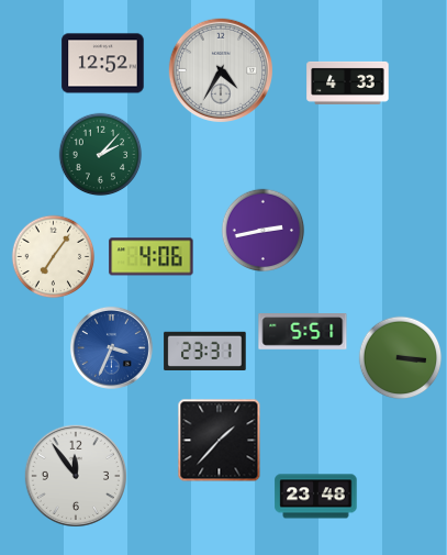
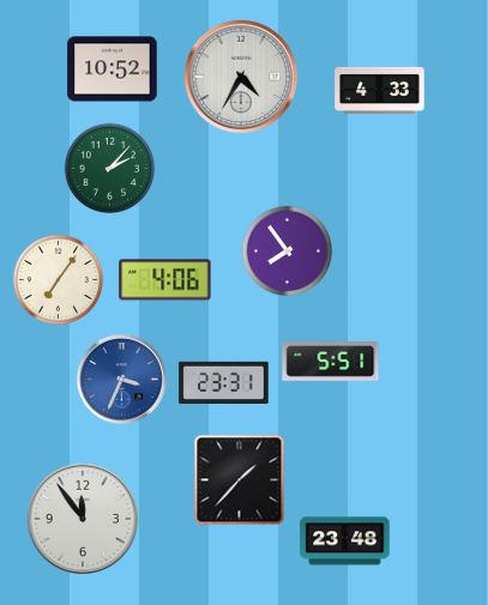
clock at (103, 64): 12:52 -> 10:52
clock at (264, 231): 2:43 -> 7:54
clock at (401, 358): 3:16 -> none
